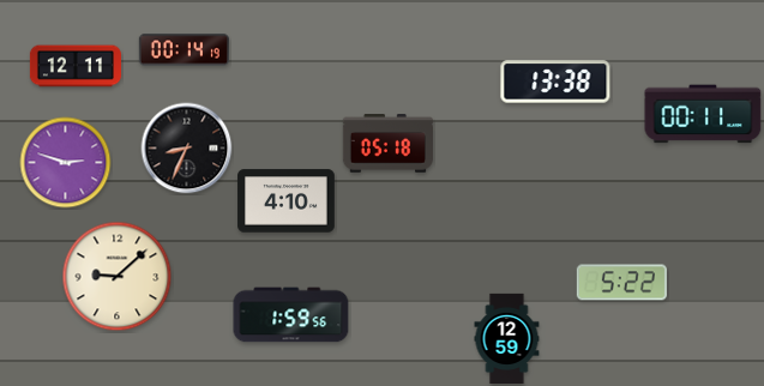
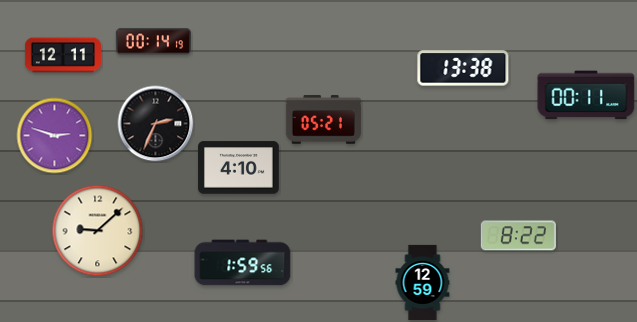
clock at (387, 144): 05:18 -> 05:21
clock at (187, 149): 8:34 -> 2:34
clock at (621, 283): 5:22 -> 8:22
